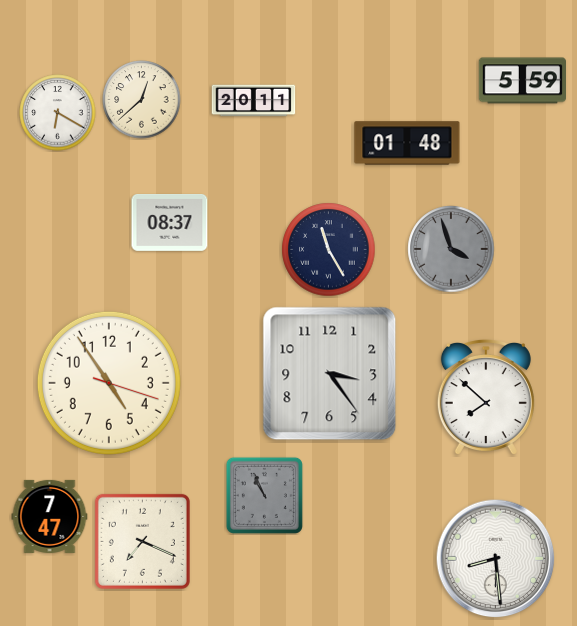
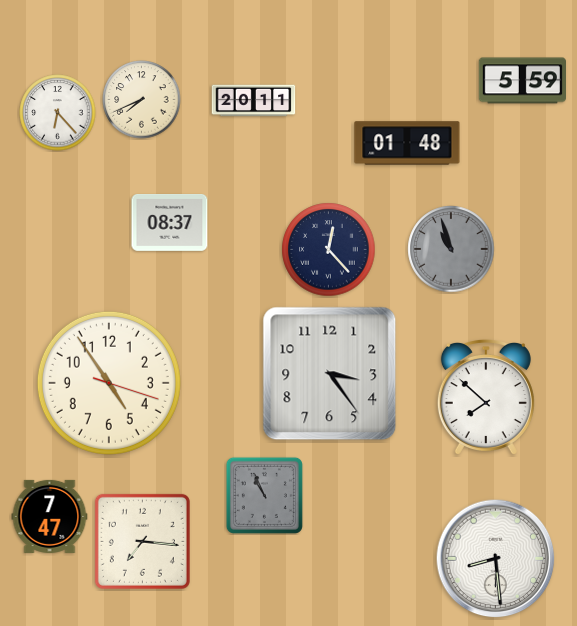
clock at (142, 100): 12:38 -> 7:41
clock at (58, 113): 6:20 -> 6:23
clock at (451, 249): 3:57 -> 10:57
clock at (329, 250): 11:25 -> 12:23
clock at (142, 541): 7:19 -> 7:16
